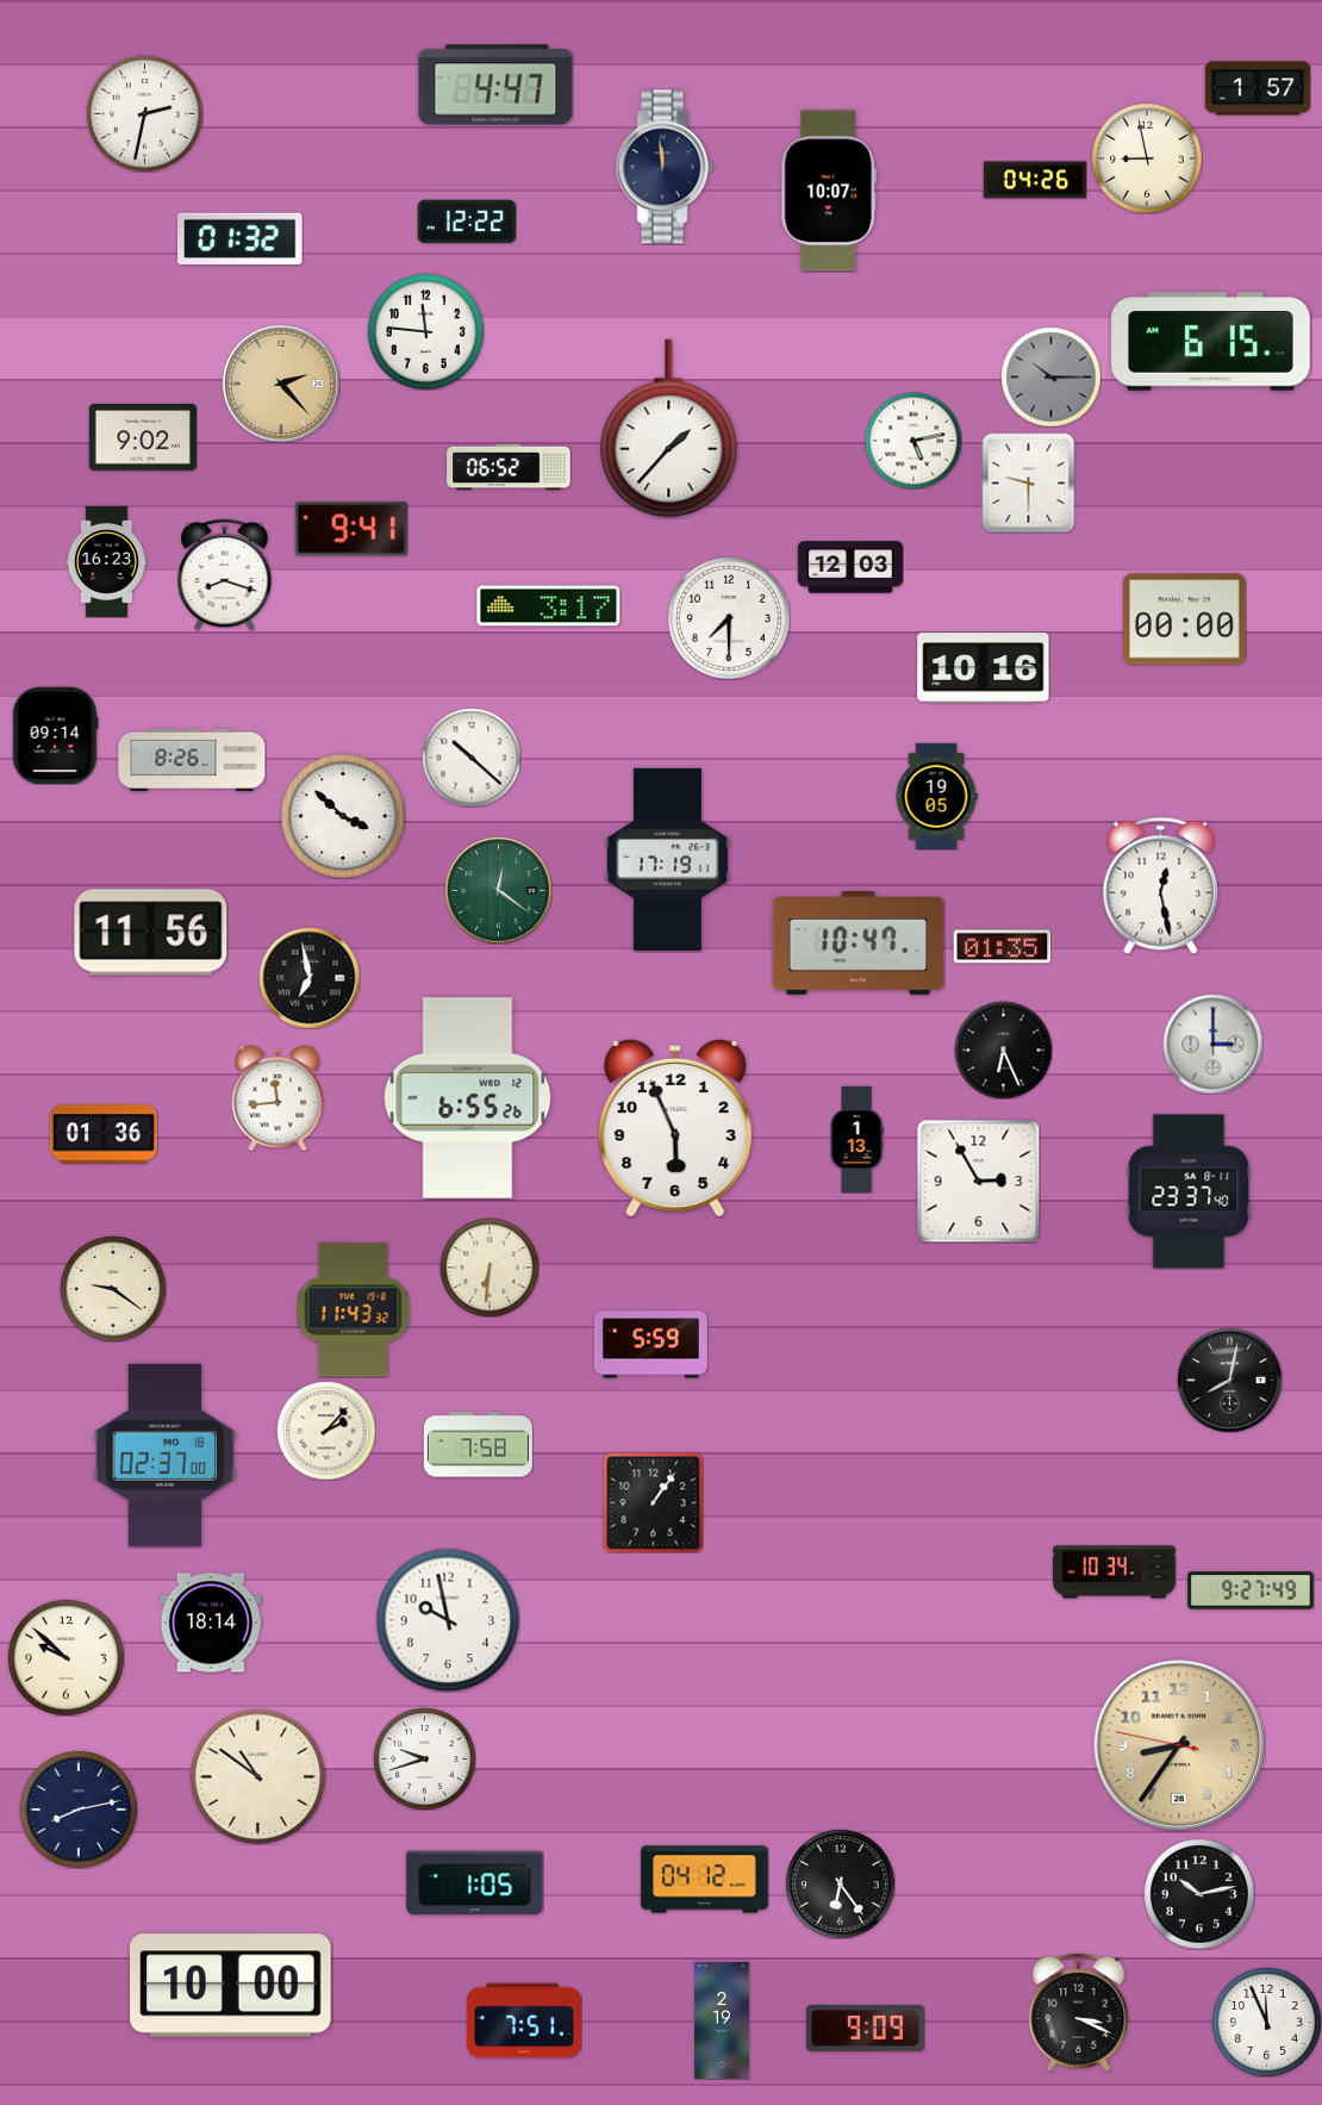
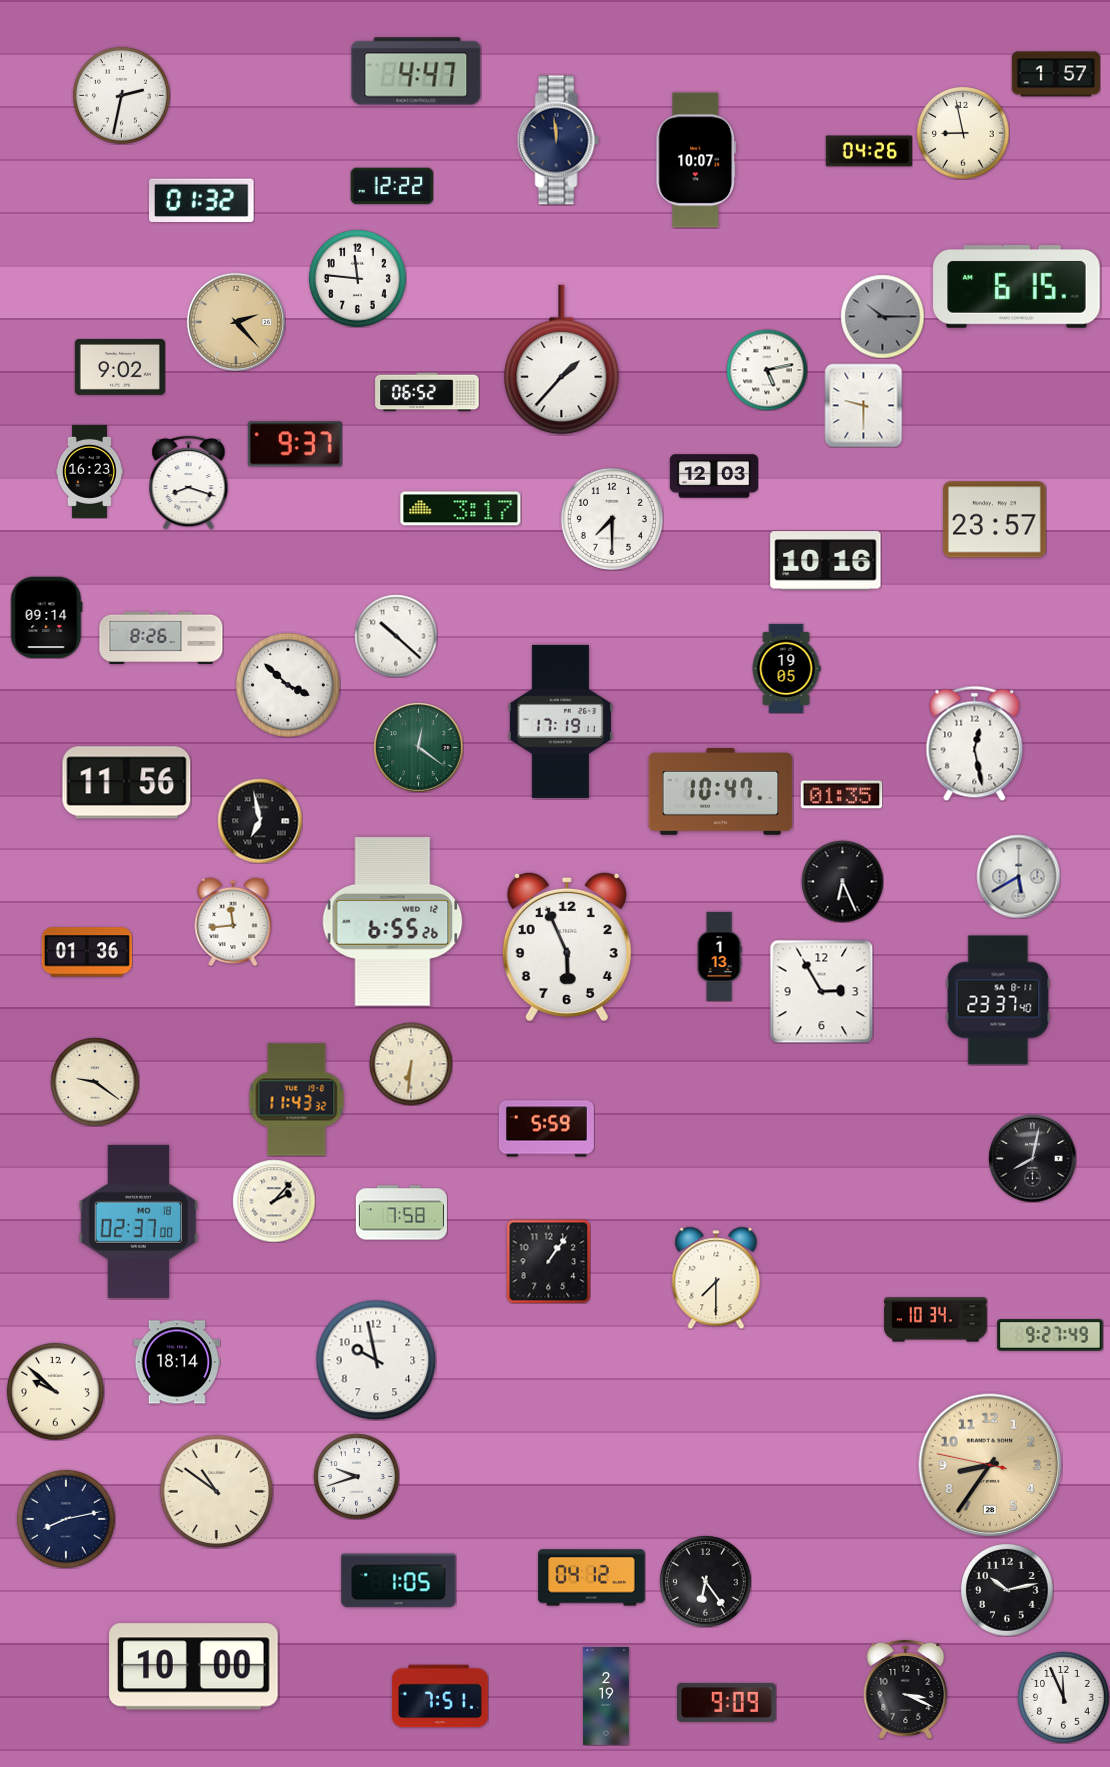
clock at (351, 529): 9:41 -> 9:37
clock at (1185, 619): 00:00 -> 23:57
clock at (1212, 1044): 3:00 -> 5:40
clock at (716, 1278): none -> 7:30
